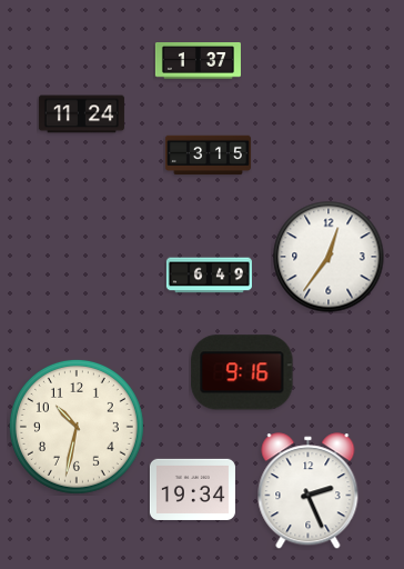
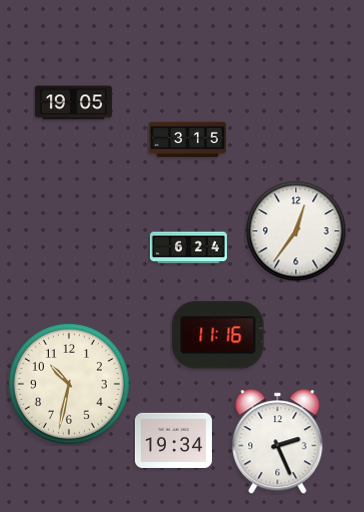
clock at (198, 61): 1:37 -> none
clock at (81, 114): 11:24 -> 19:05
clock at (209, 276): 6:49 -> 6:24
clock at (242, 372): 9:16 -> 11:16
